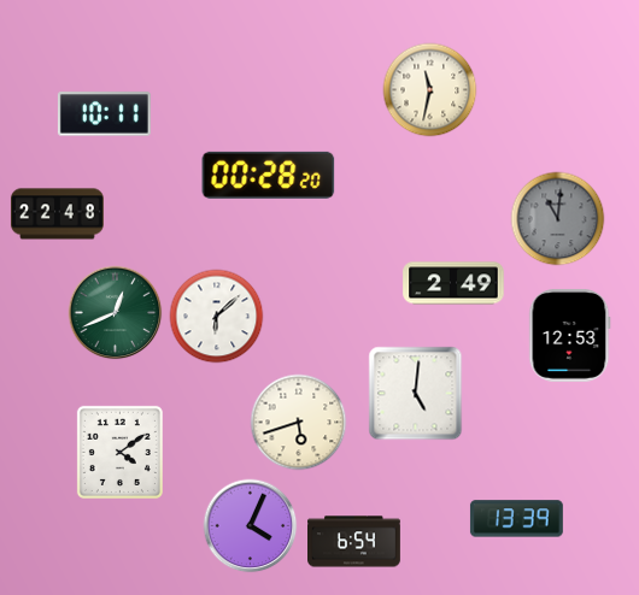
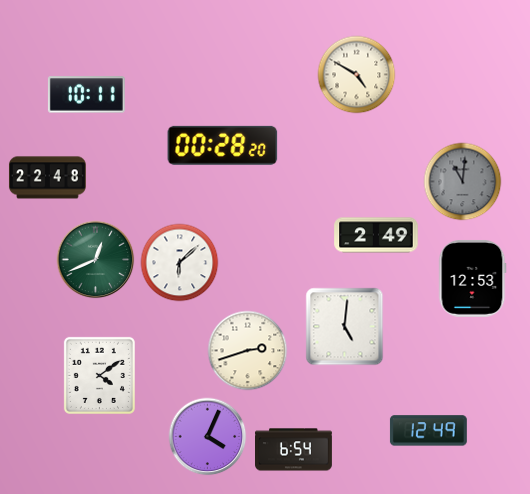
clock at (429, 89): 11:32 -> 4:50
clock at (298, 422): 5:42 -> 2:42
clock at (516, 519): 13:39 -> 12:49
